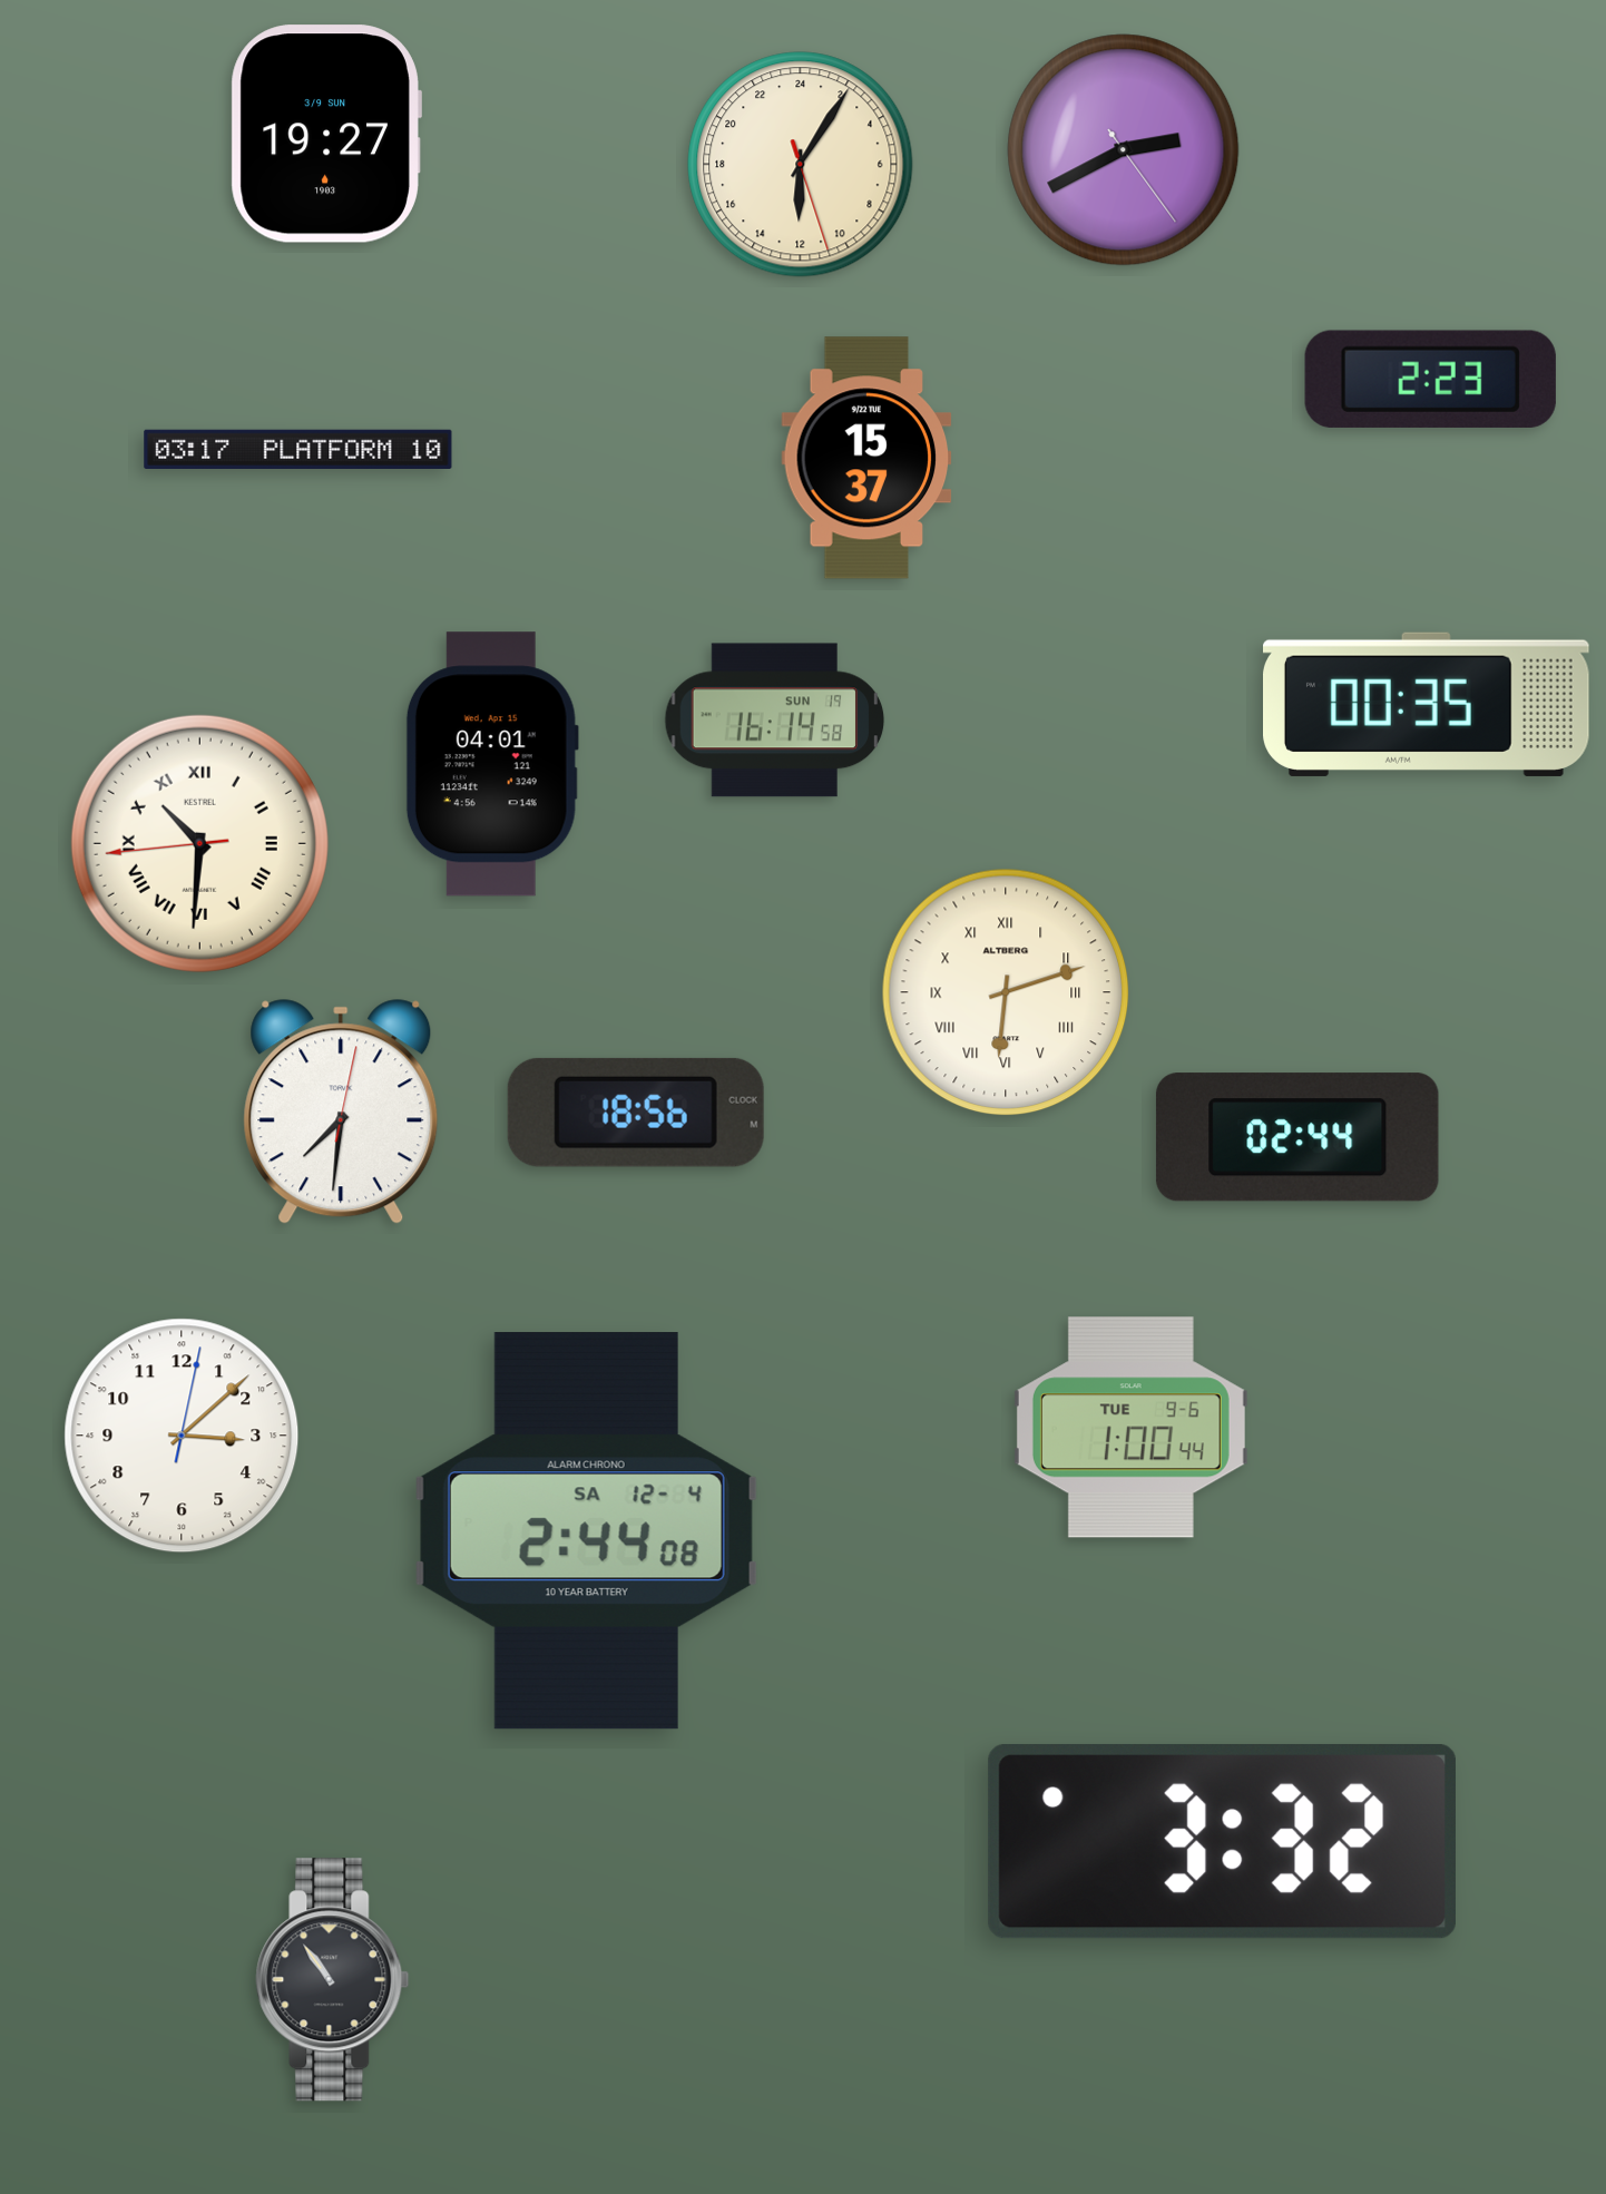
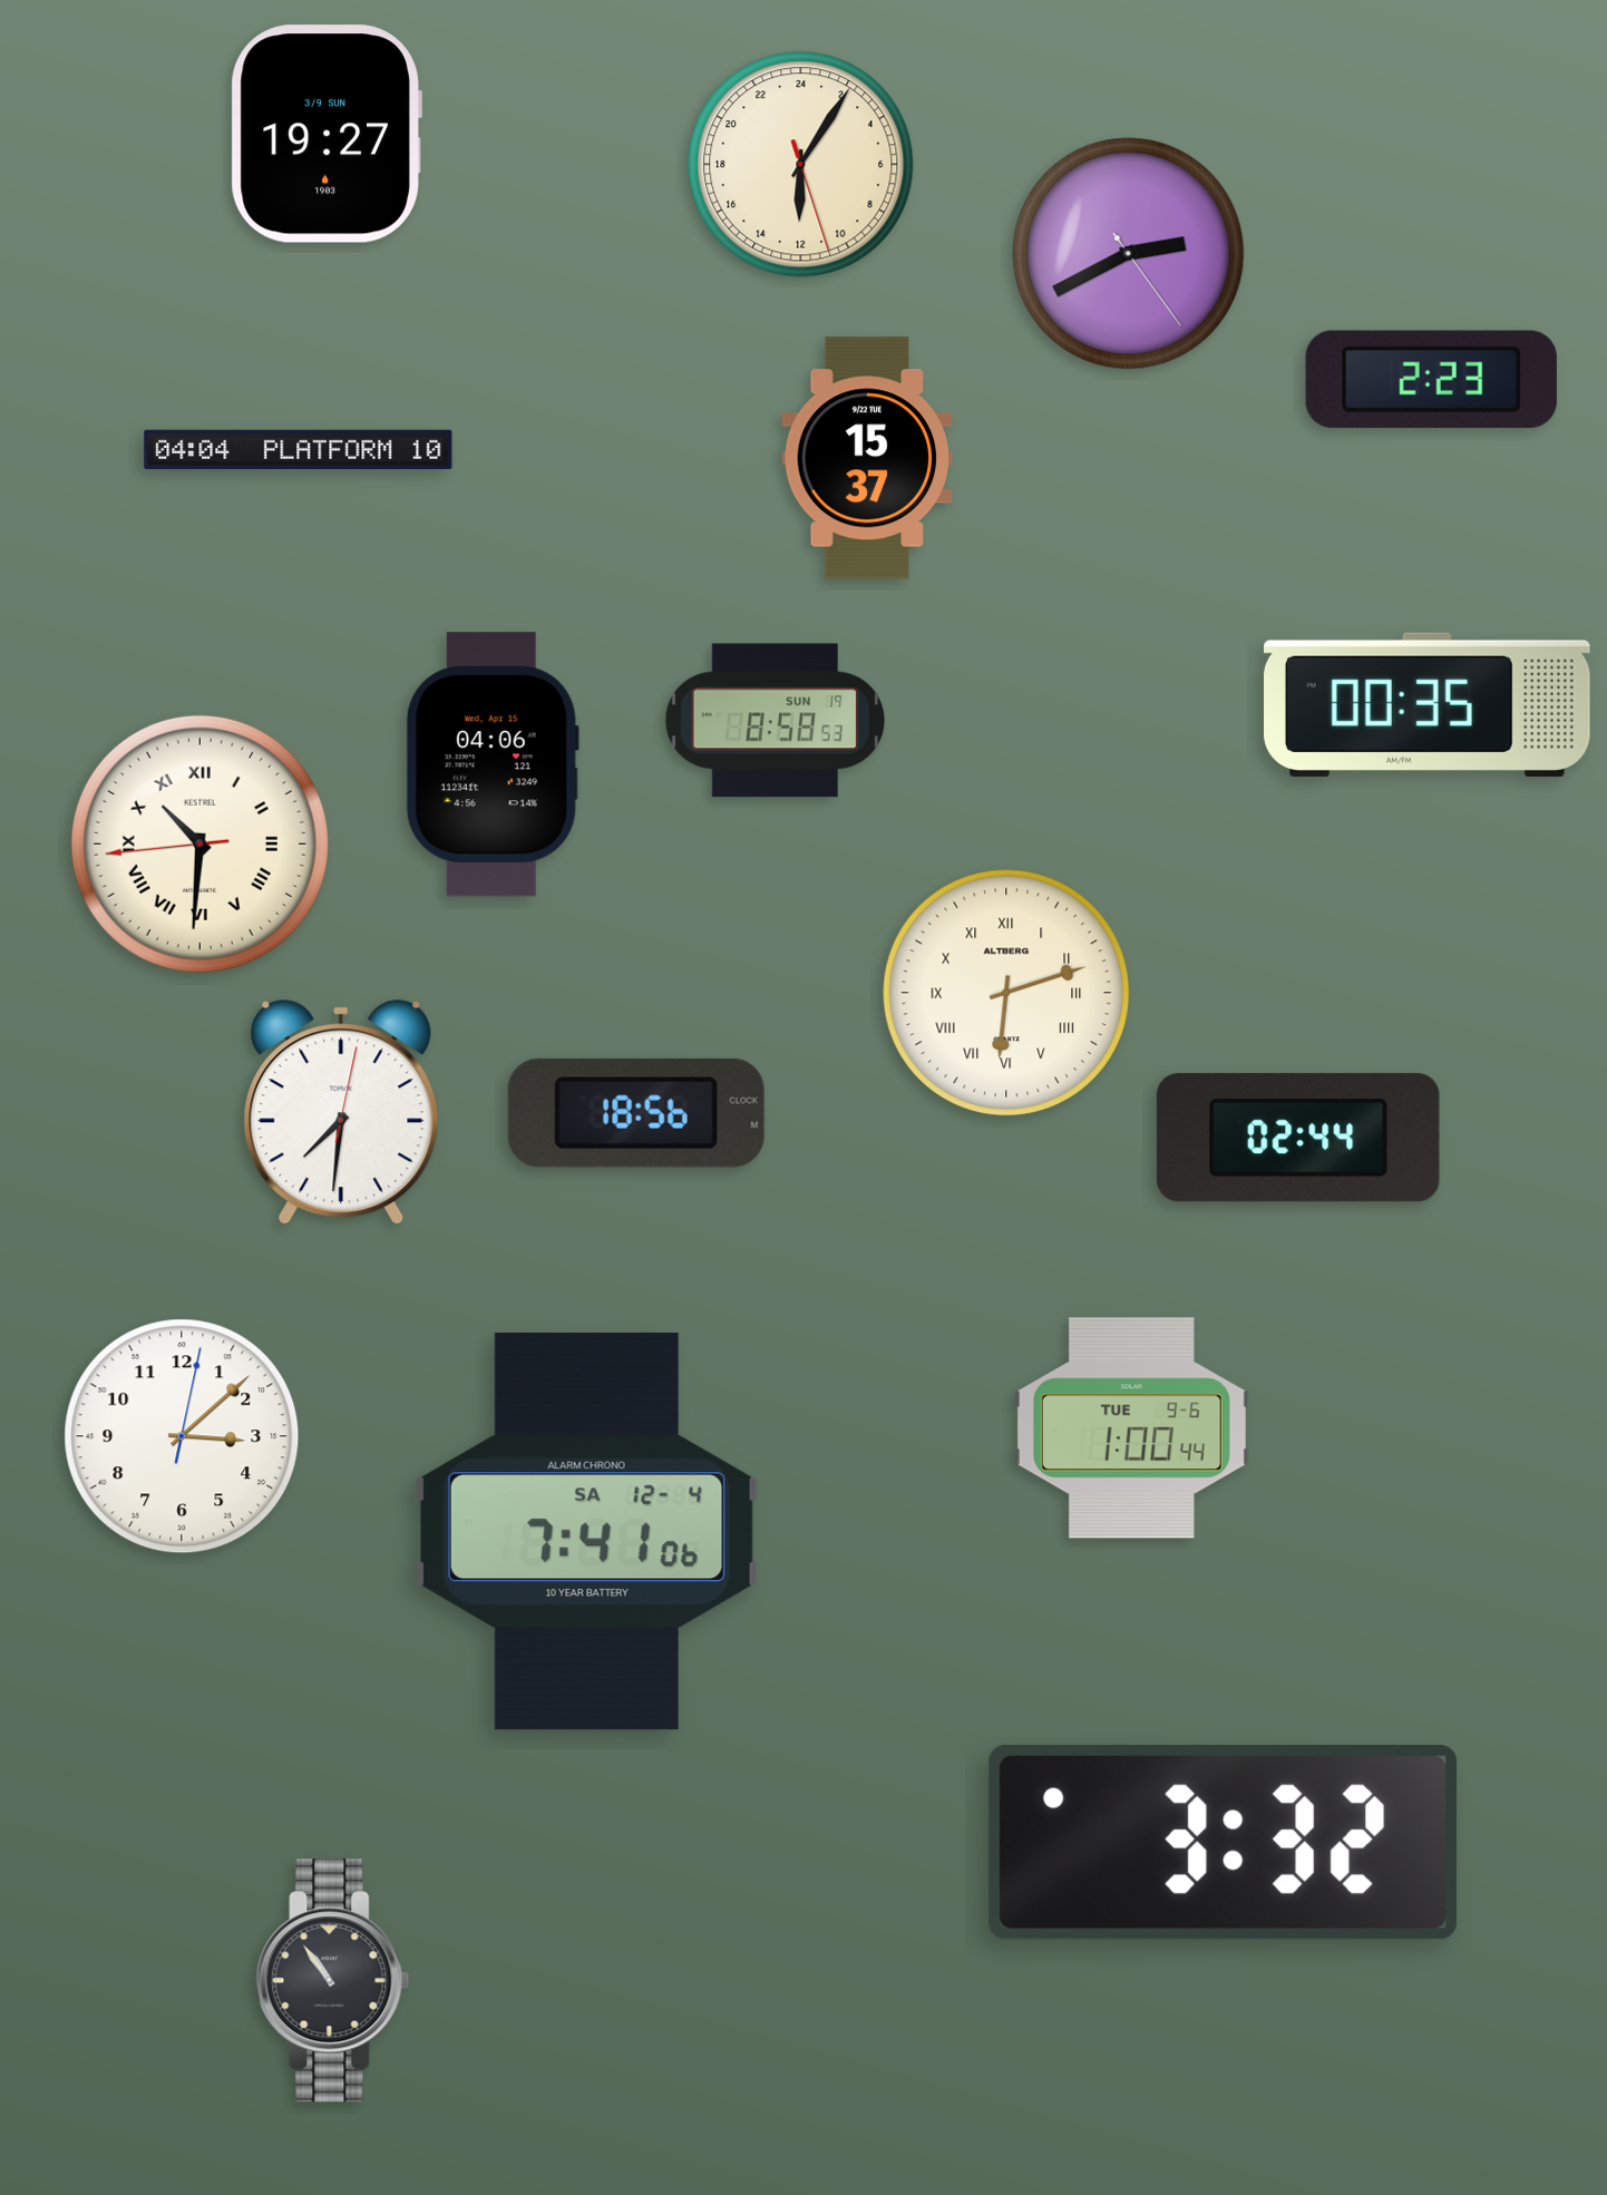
clock at (1124, 150) position: (1124, 150) -> (1129, 254)
clock at (298, 449): 03:17 -> 04:04
clock at (775, 721): 16:14 -> 8:58
clock at (492, 764): 04:01 -> 04:06
clock at (586, 1531): 2:44 -> 7:41
